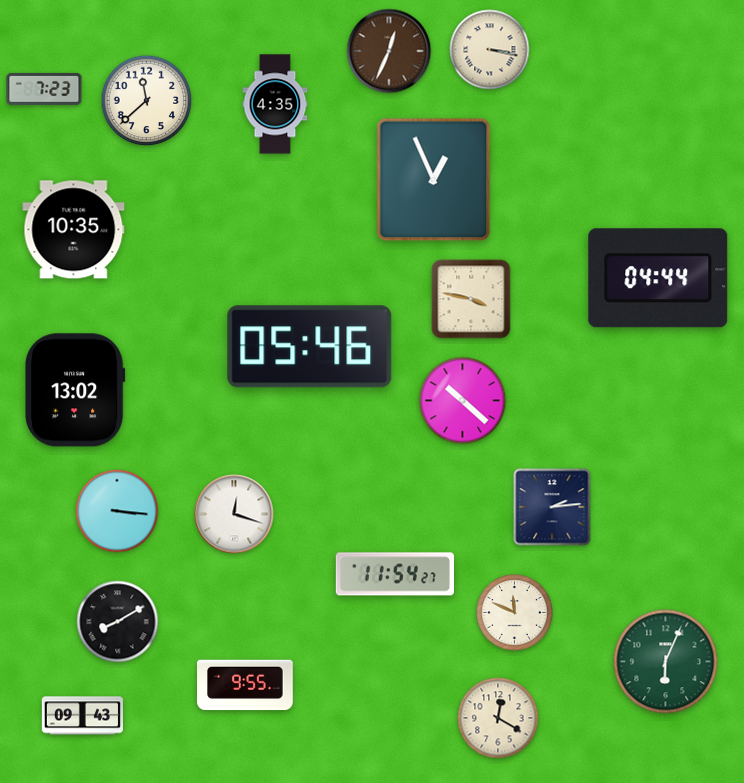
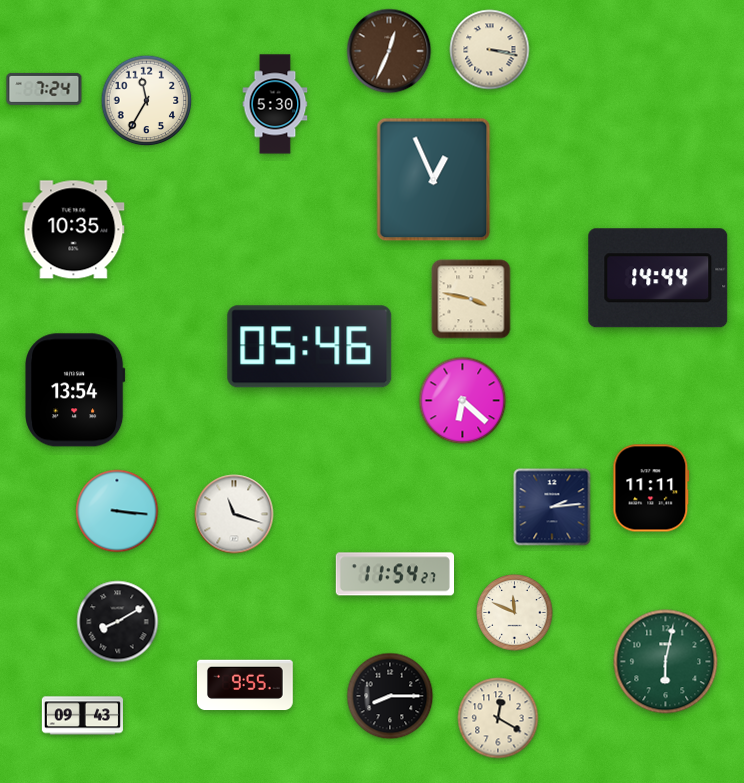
clock at (44, 89): 7:23 -> 7:24
clock at (147, 101): 11:38 -> 11:35
clock at (275, 104): 4:35 -> 5:30
clock at (658, 278): 04:44 -> 14:44
clock at (76, 390): 13:02 -> 13:54
clock at (463, 401): 10:22 -> 6:22
clock at (651, 488): none -> 11:11
clock at (234, 514): 12:18 -> 11:18
clock at (666, 662): 6:04 -> 6:02
clock at (390, 696): none -> 8:15
